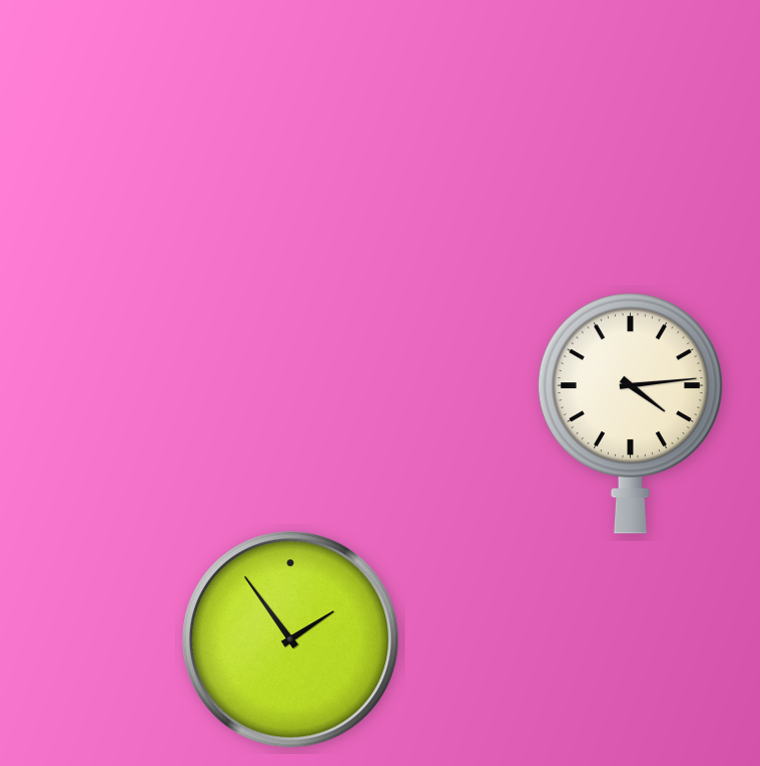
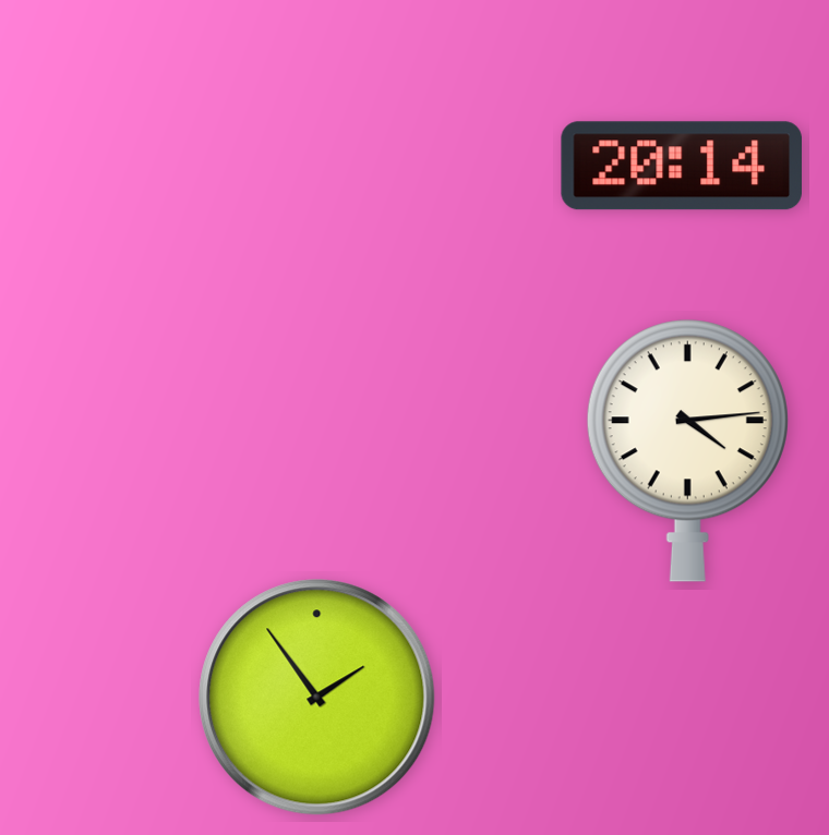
clock at (681, 166): none -> 20:14
